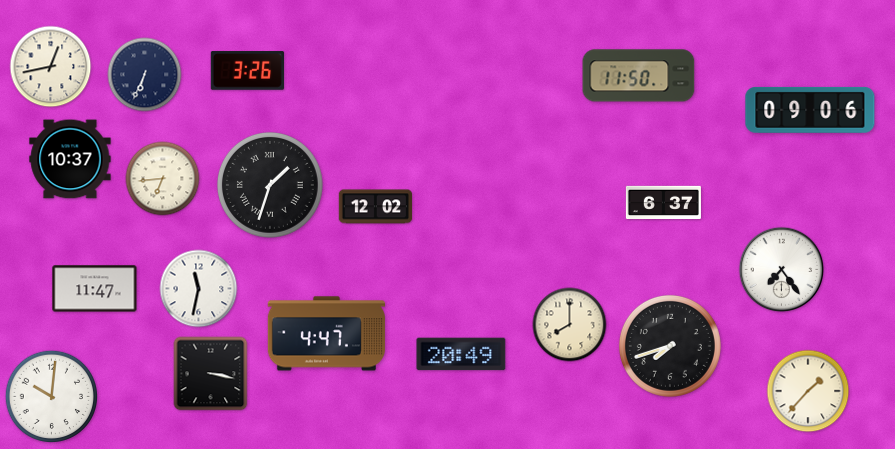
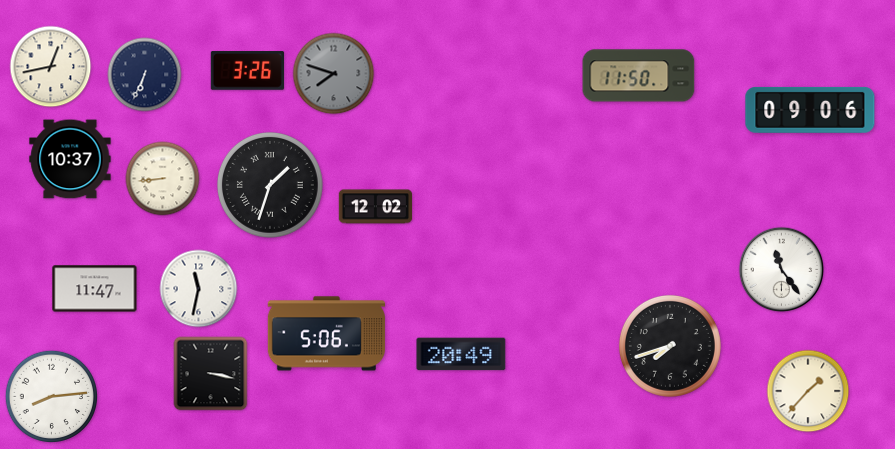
clock at (334, 74): none -> 7:48
clock at (163, 179): 6:44 -> 8:44
clock at (663, 203): 6:37 -> none
clock at (782, 270): 7:24 -> 11:24
clock at (570, 325): 8:00 -> none
clock at (326, 334): 4:47 -> 5:06
clock at (52, 397): 10:01 -> 8:14
